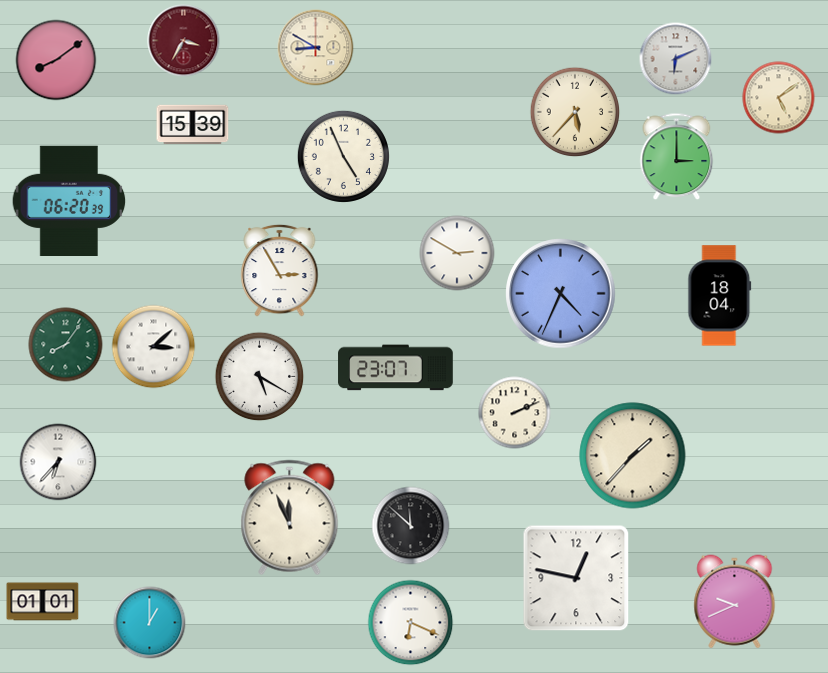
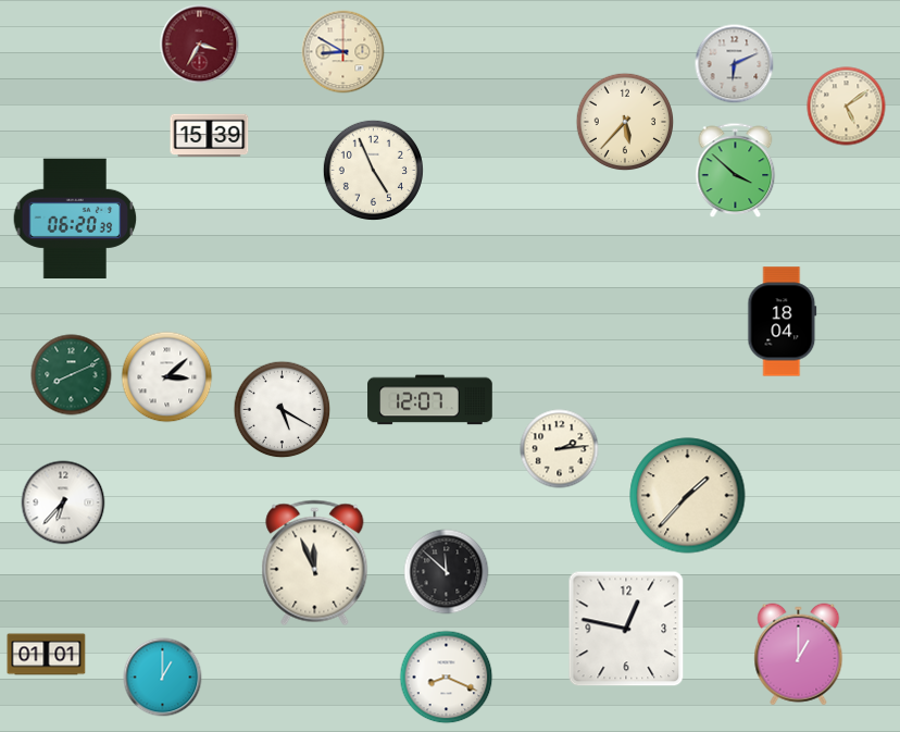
clock at (56, 60): 8:09 -> none
clock at (677, 157): 3:00 -> 3:52
clock at (457, 253): 2:50 -> none
clock at (280, 270): 2:55 -> none
clock at (561, 294): 4:34 -> none
clock at (66, 345): 8:06 -> 8:11
clock at (396, 368): 23:07 -> 12:07
clock at (515, 413): 2:11 -> 2:14
clock at (735, 602): 9:41 -> 1:00
clock at (411, 623): 6:19 -> 8:19
